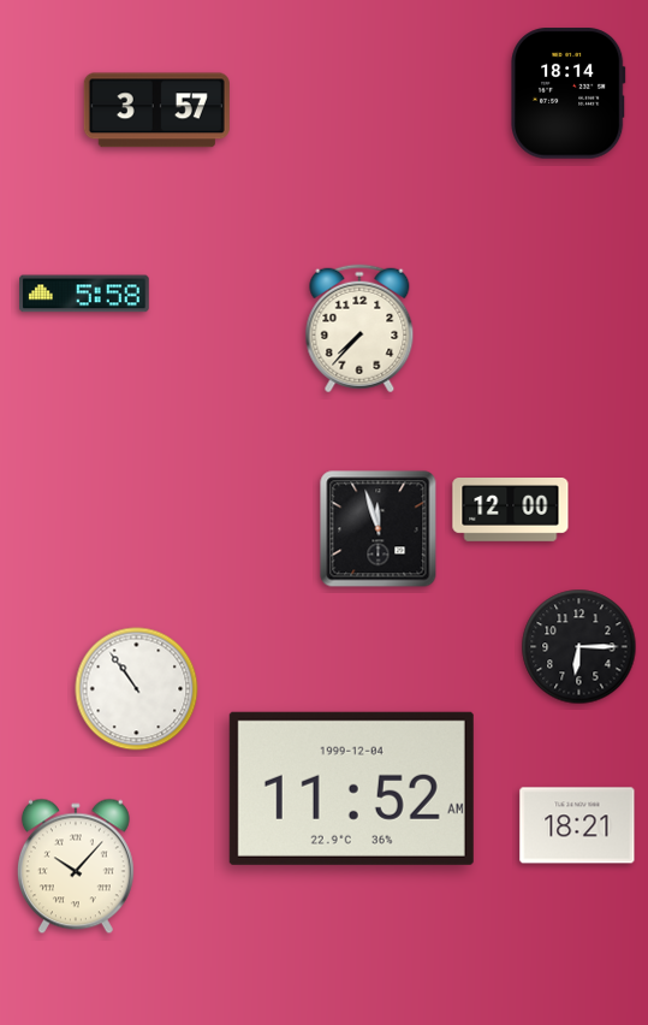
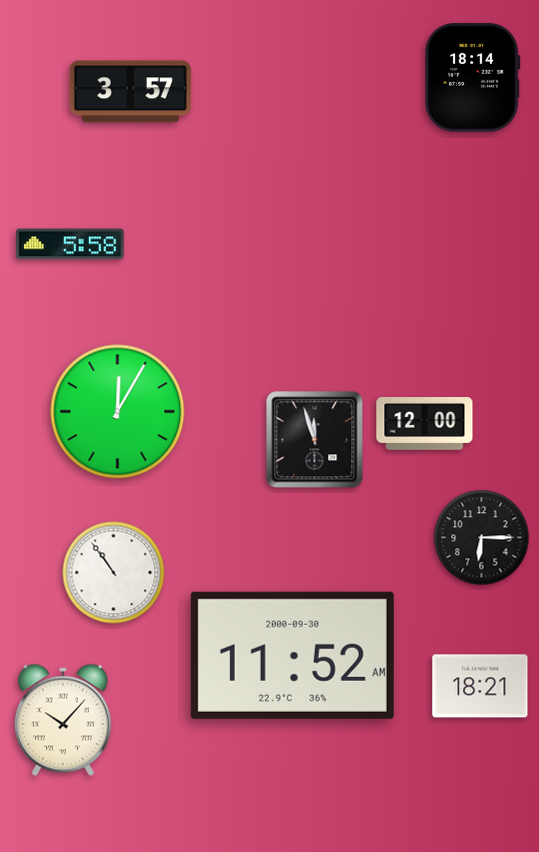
clock at (359, 328): 7:37 -> none
clock at (118, 412): none -> 12:05
clock at (351, 788) date: 1999-12-04 -> 2000-09-30
